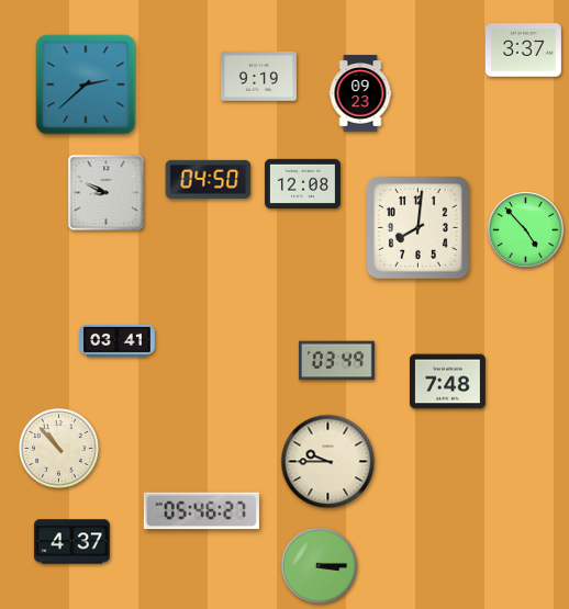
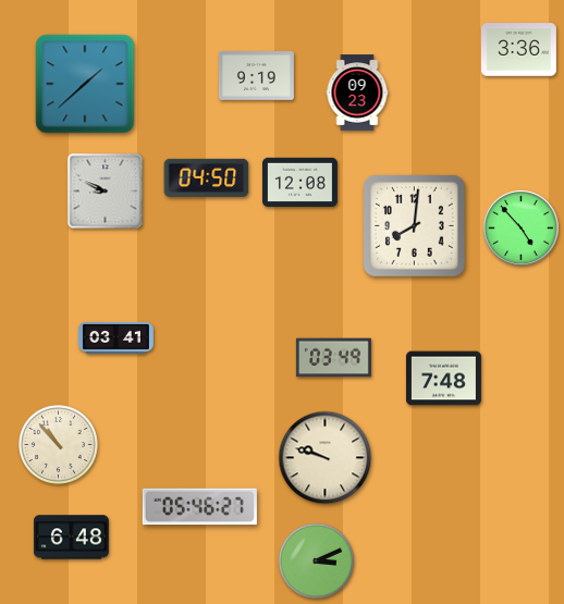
clock at (523, 50): 3:37 -> 3:36
clock at (86, 84): 2:38 -> 1:38
clock at (328, 462): 9:45 -> 9:48
clock at (71, 542): 4:37 -> 6:48
clock at (320, 566): 3:15 -> 3:11
